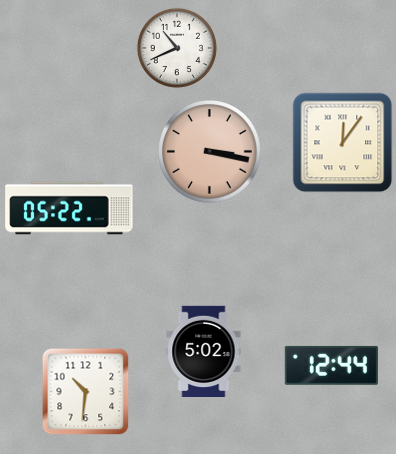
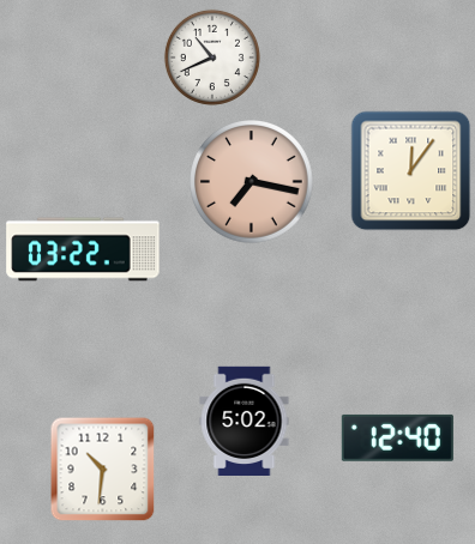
clock at (210, 152): 3:17 -> 7:17
clock at (69, 208): 05:22 -> 03:22
clock at (331, 365): 12:44 -> 12:40
